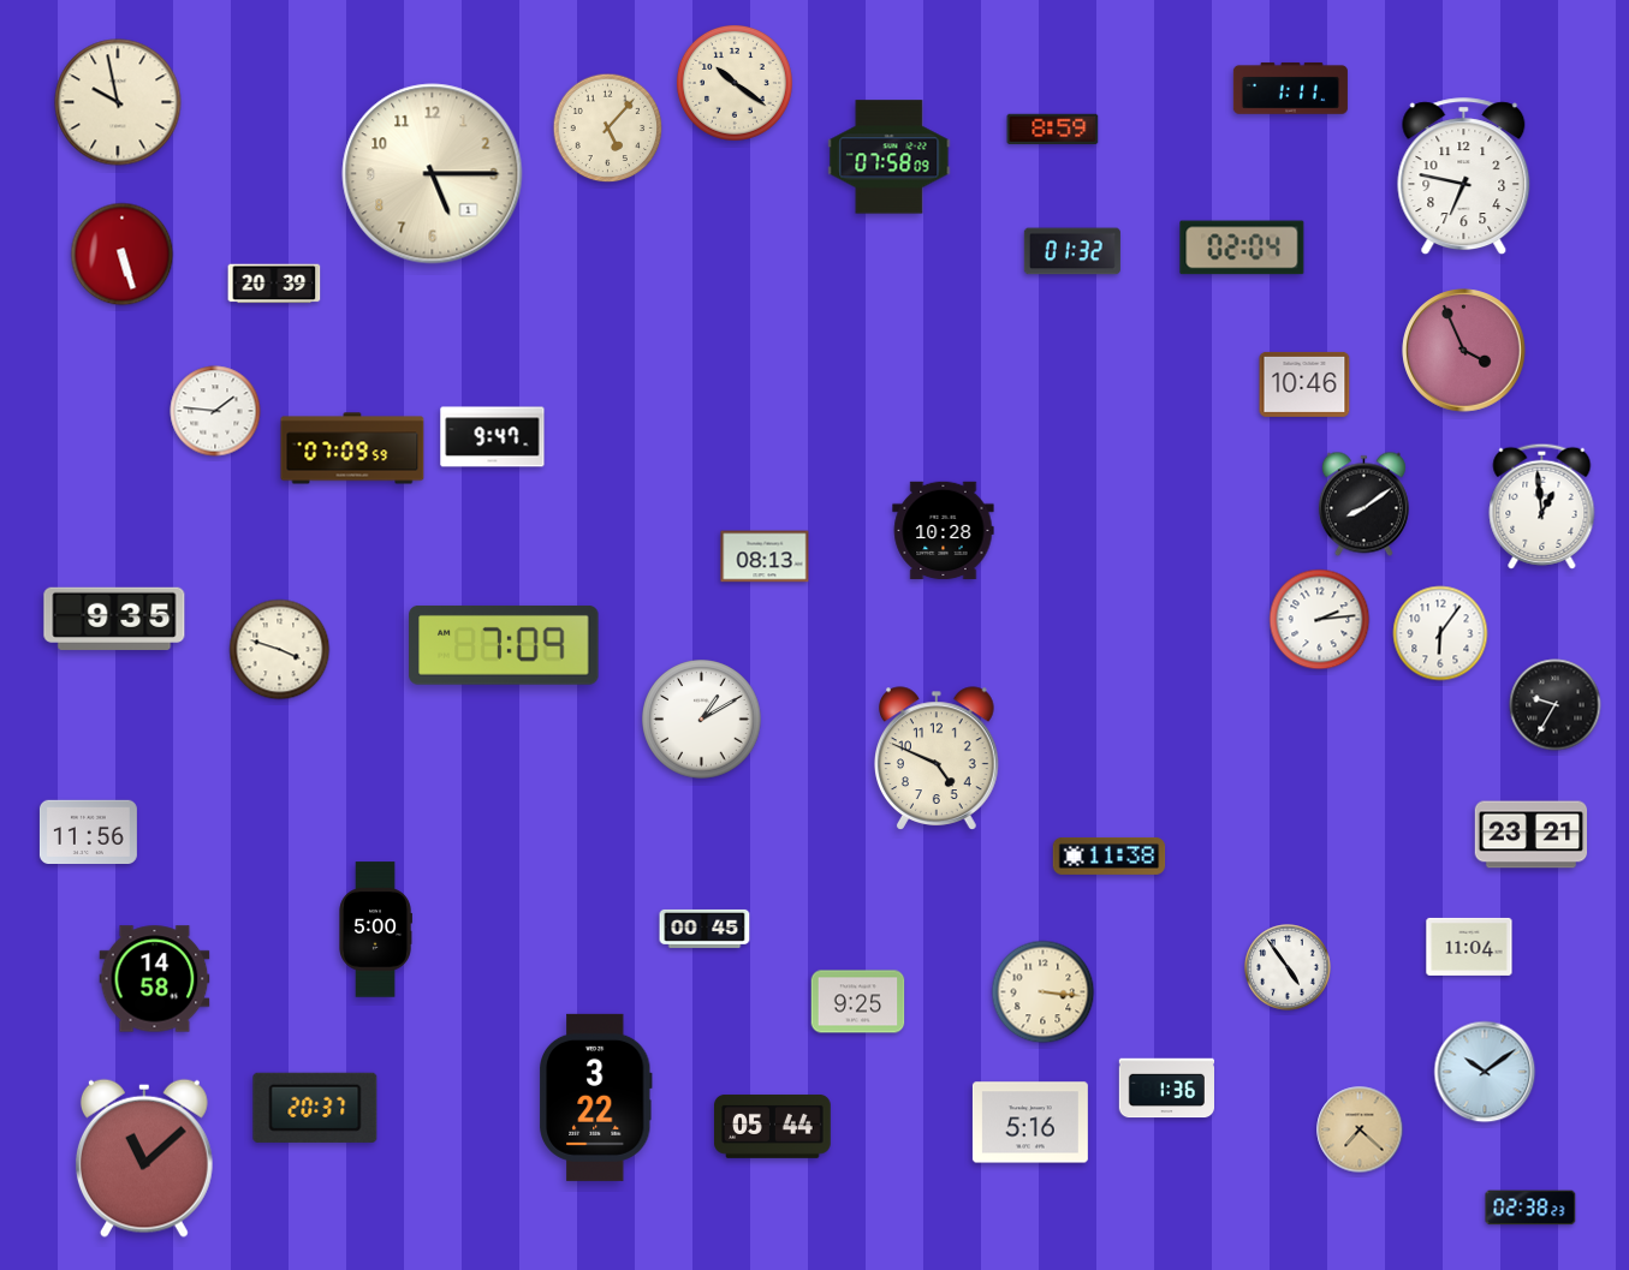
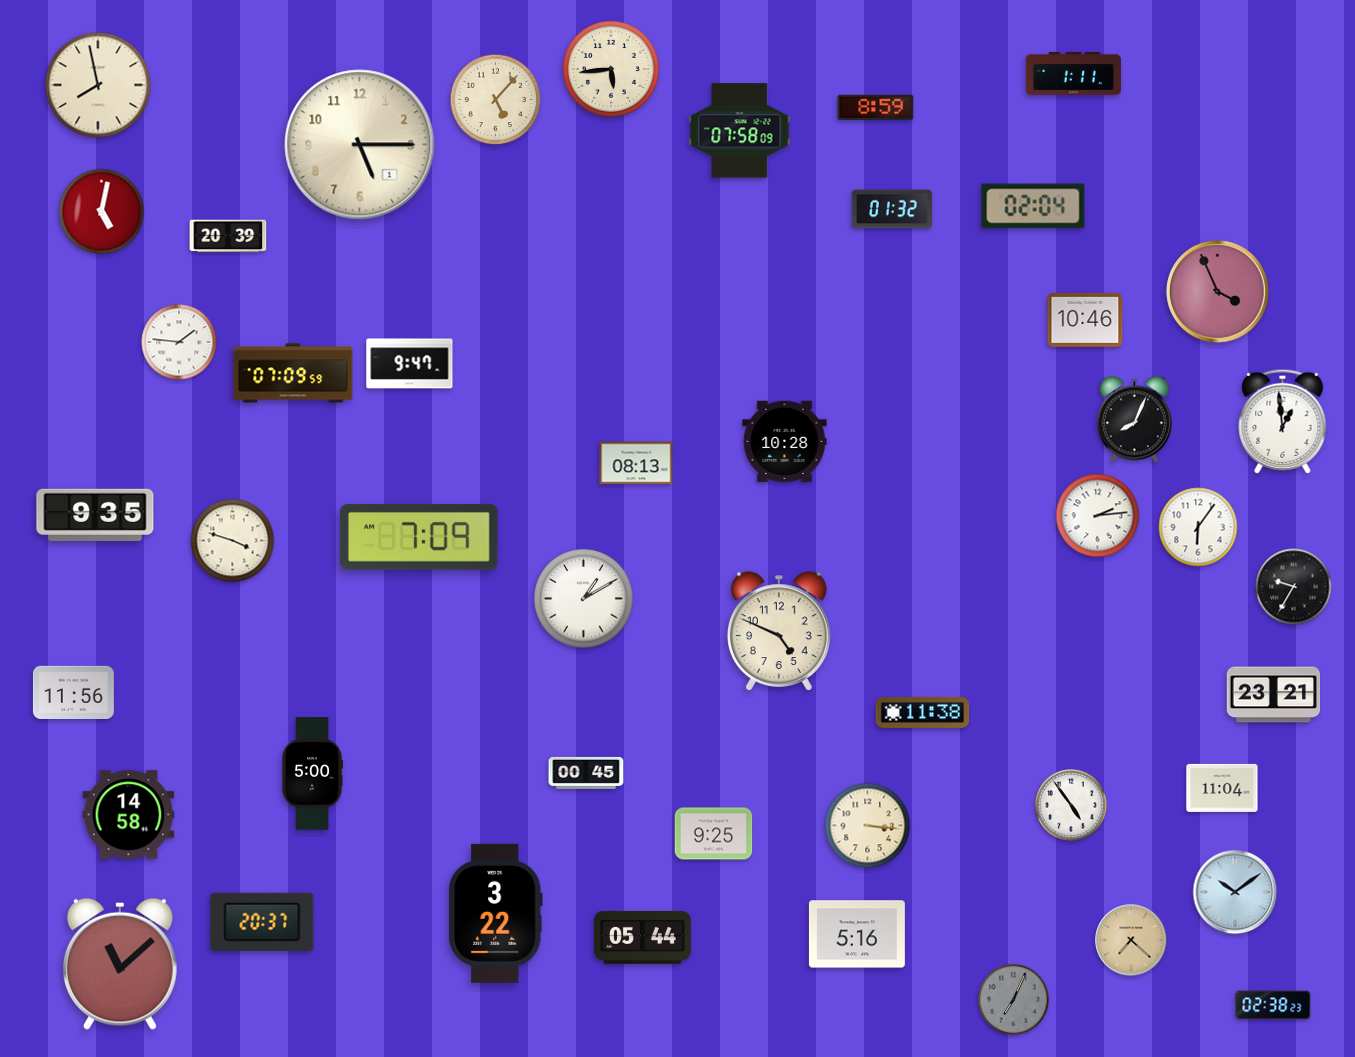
clock at (735, 83): 10:21 -> 5:44
clock at (118, 102): 9:58 -> 7:58
clock at (608, 129) position: (608, 129) -> (496, 100)
clock at (1464, 177): 6:47 -> none
clock at (123, 255): 5:27 -> 5:02
clock at (1363, 505): 8:09 -> 8:04
clock at (1166, 1089): 1:36 -> none
clock at (1014, 1000): none -> 7:04
